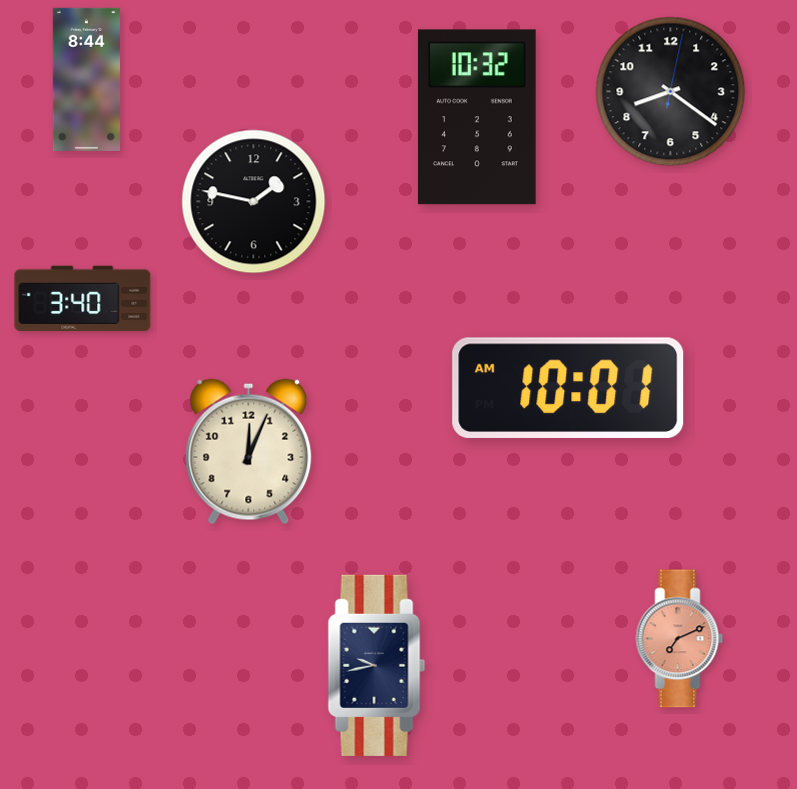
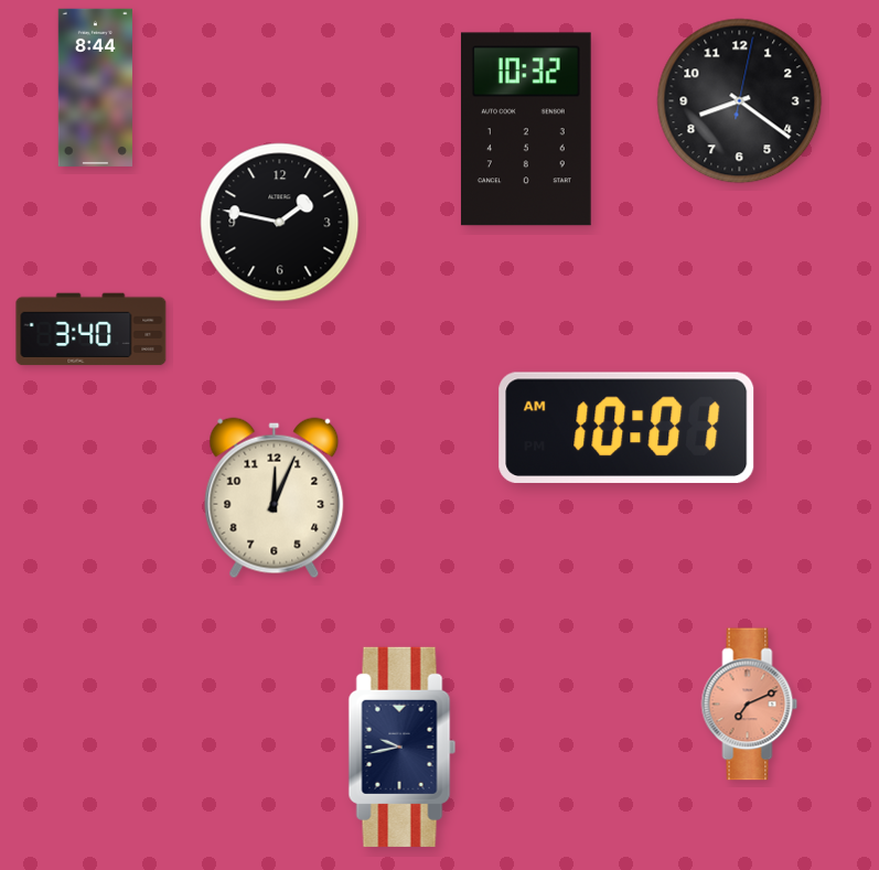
clock at (377, 665) position: (377, 665) -> (403, 747)
